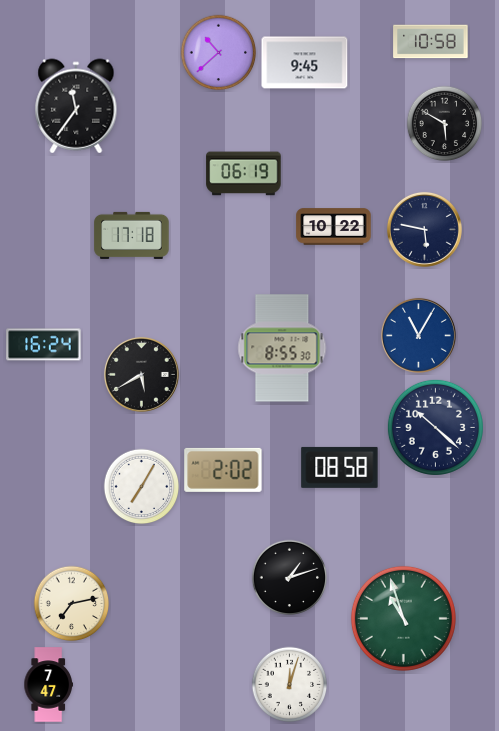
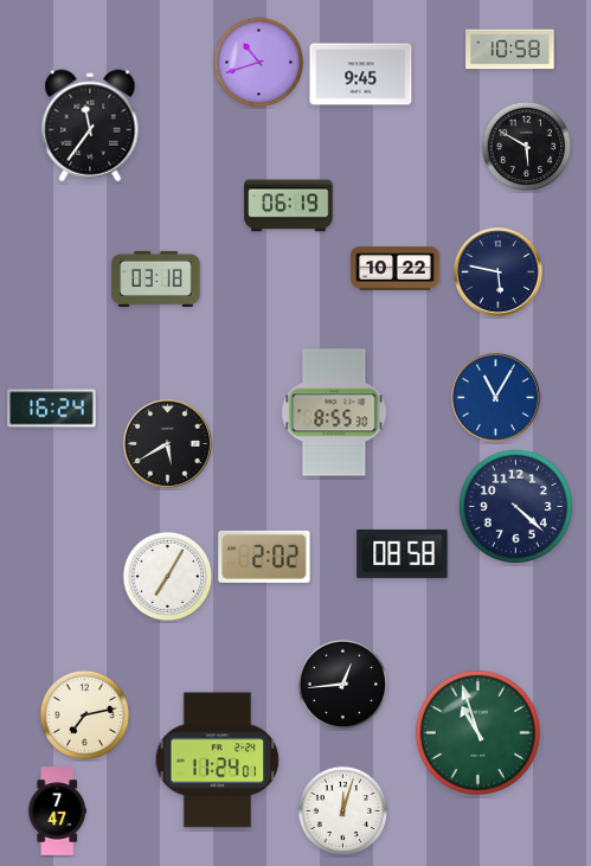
clock at (219, 53): 10:38 -> 10:42
clock at (424, 229) position: (424, 229) -> (497, 271)
clock at (132, 235): 17:18 -> 03:18
clock at (435, 427): 10:22 -> 4:22
clock at (290, 578): 1:12 -> 12:44
clock at (218, 761): none -> 11:24
